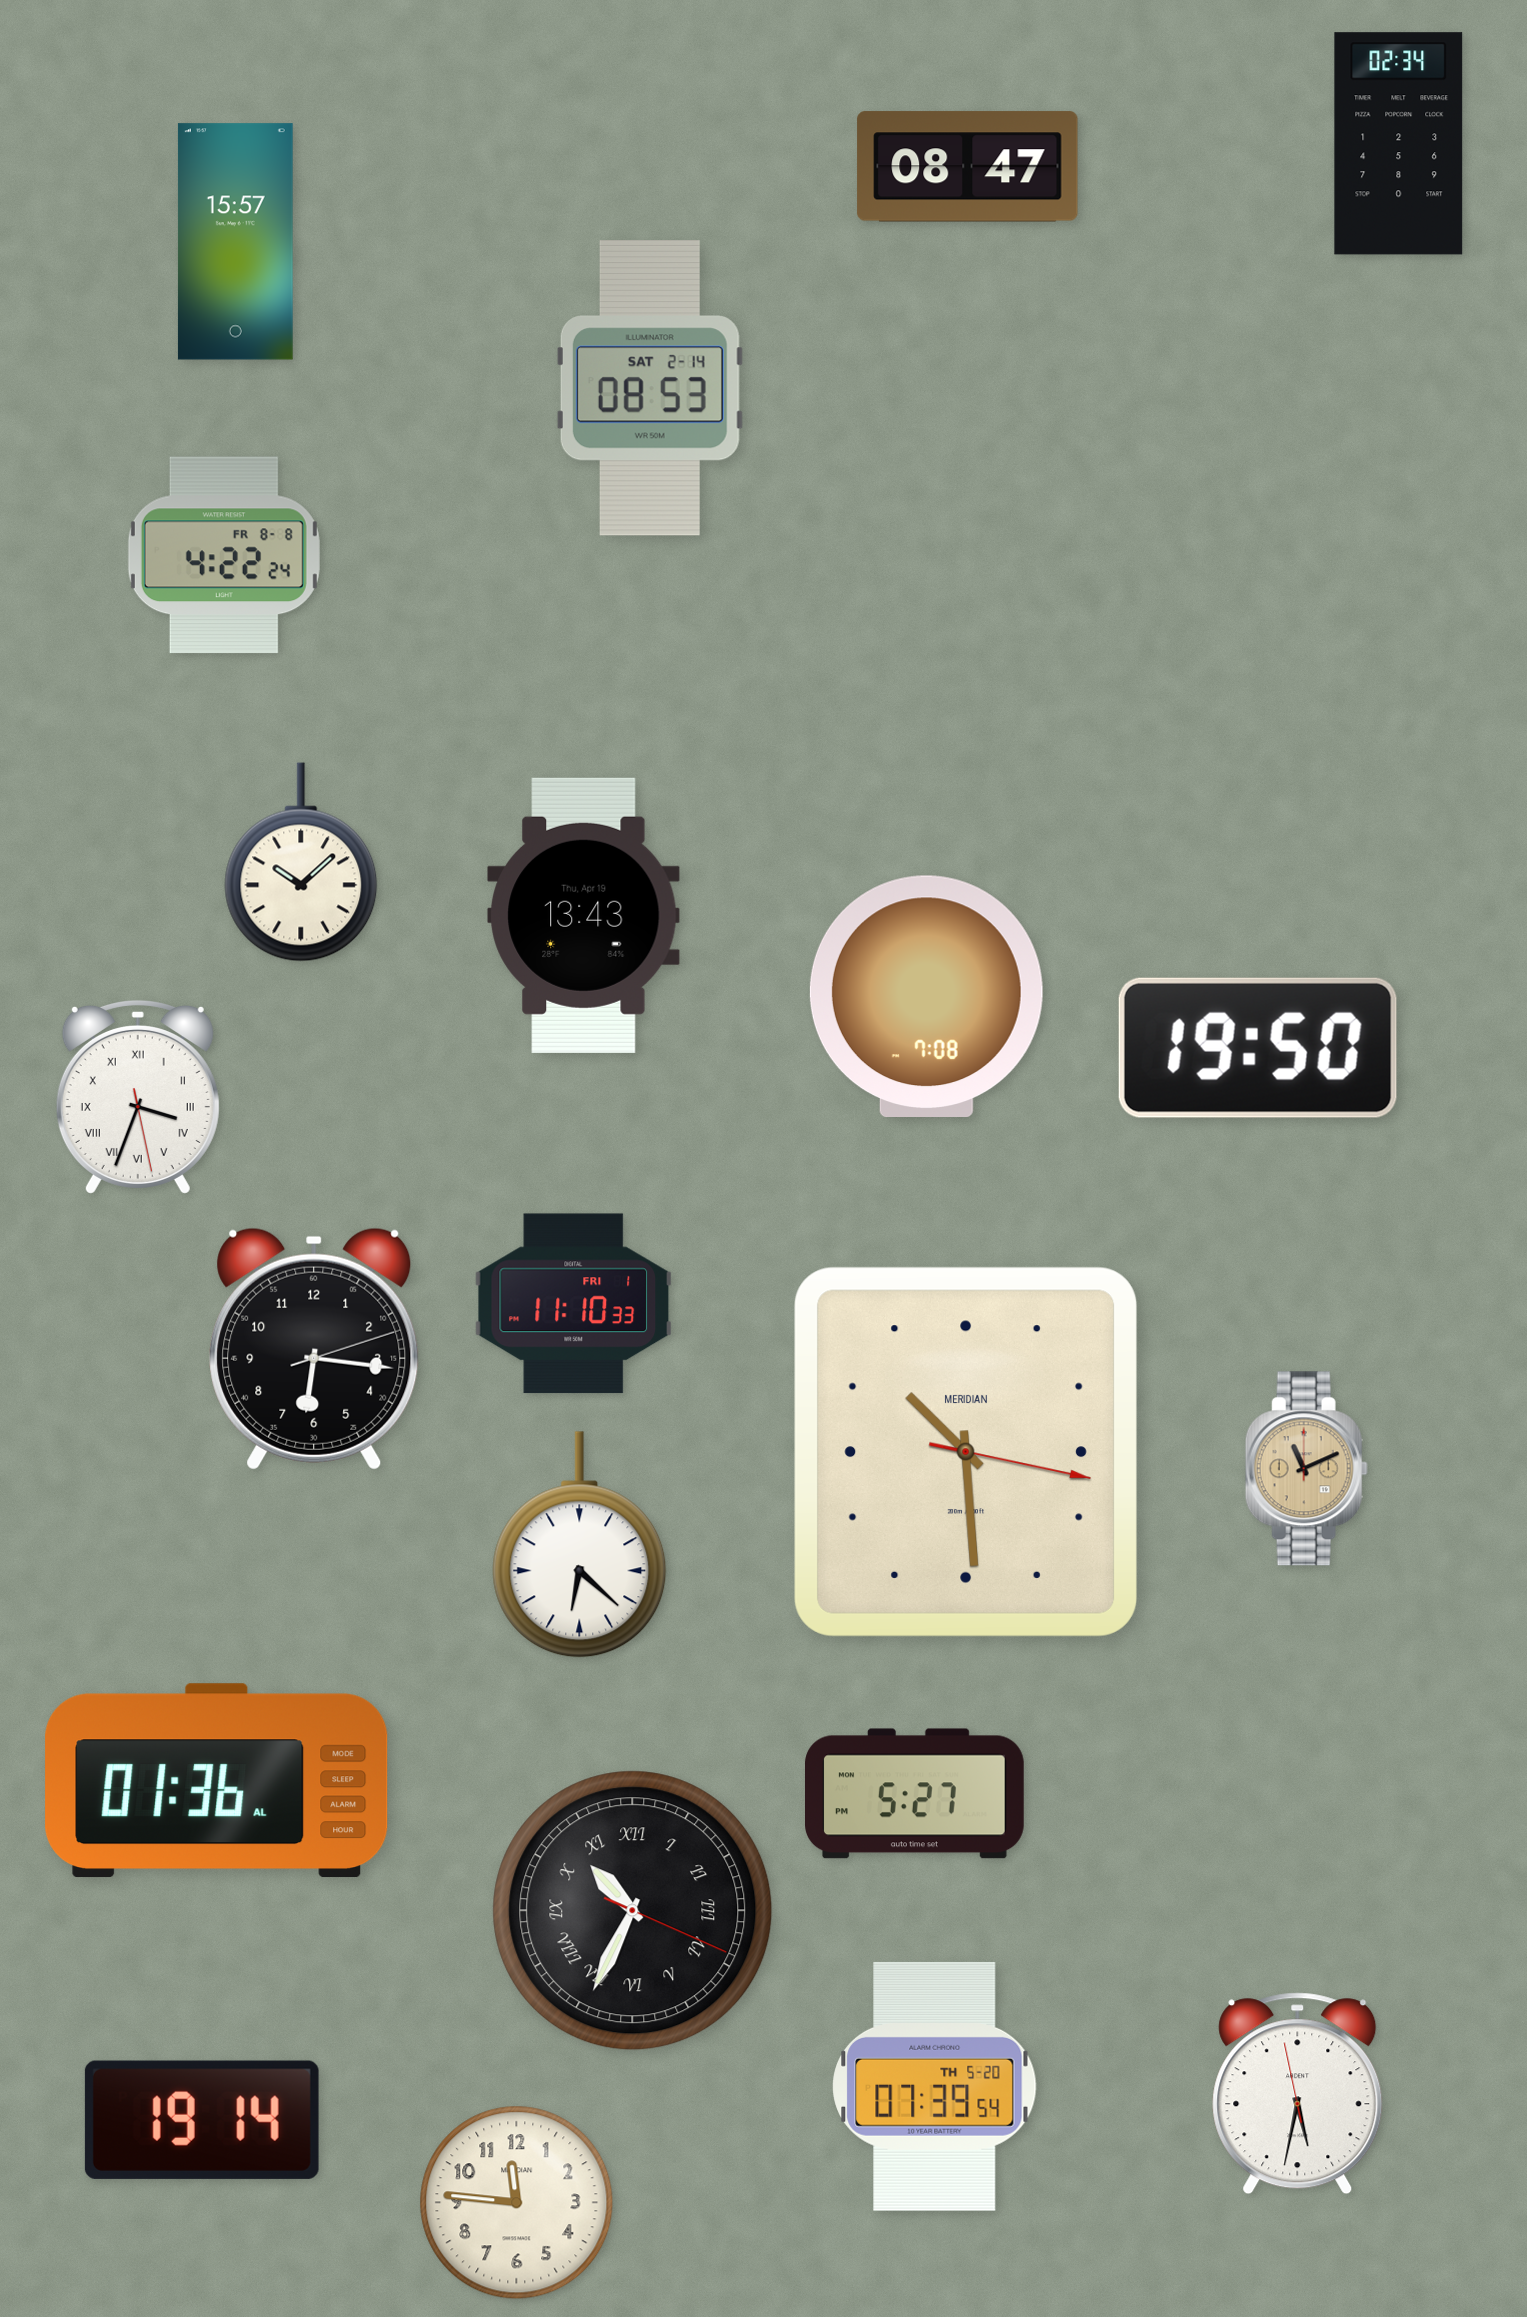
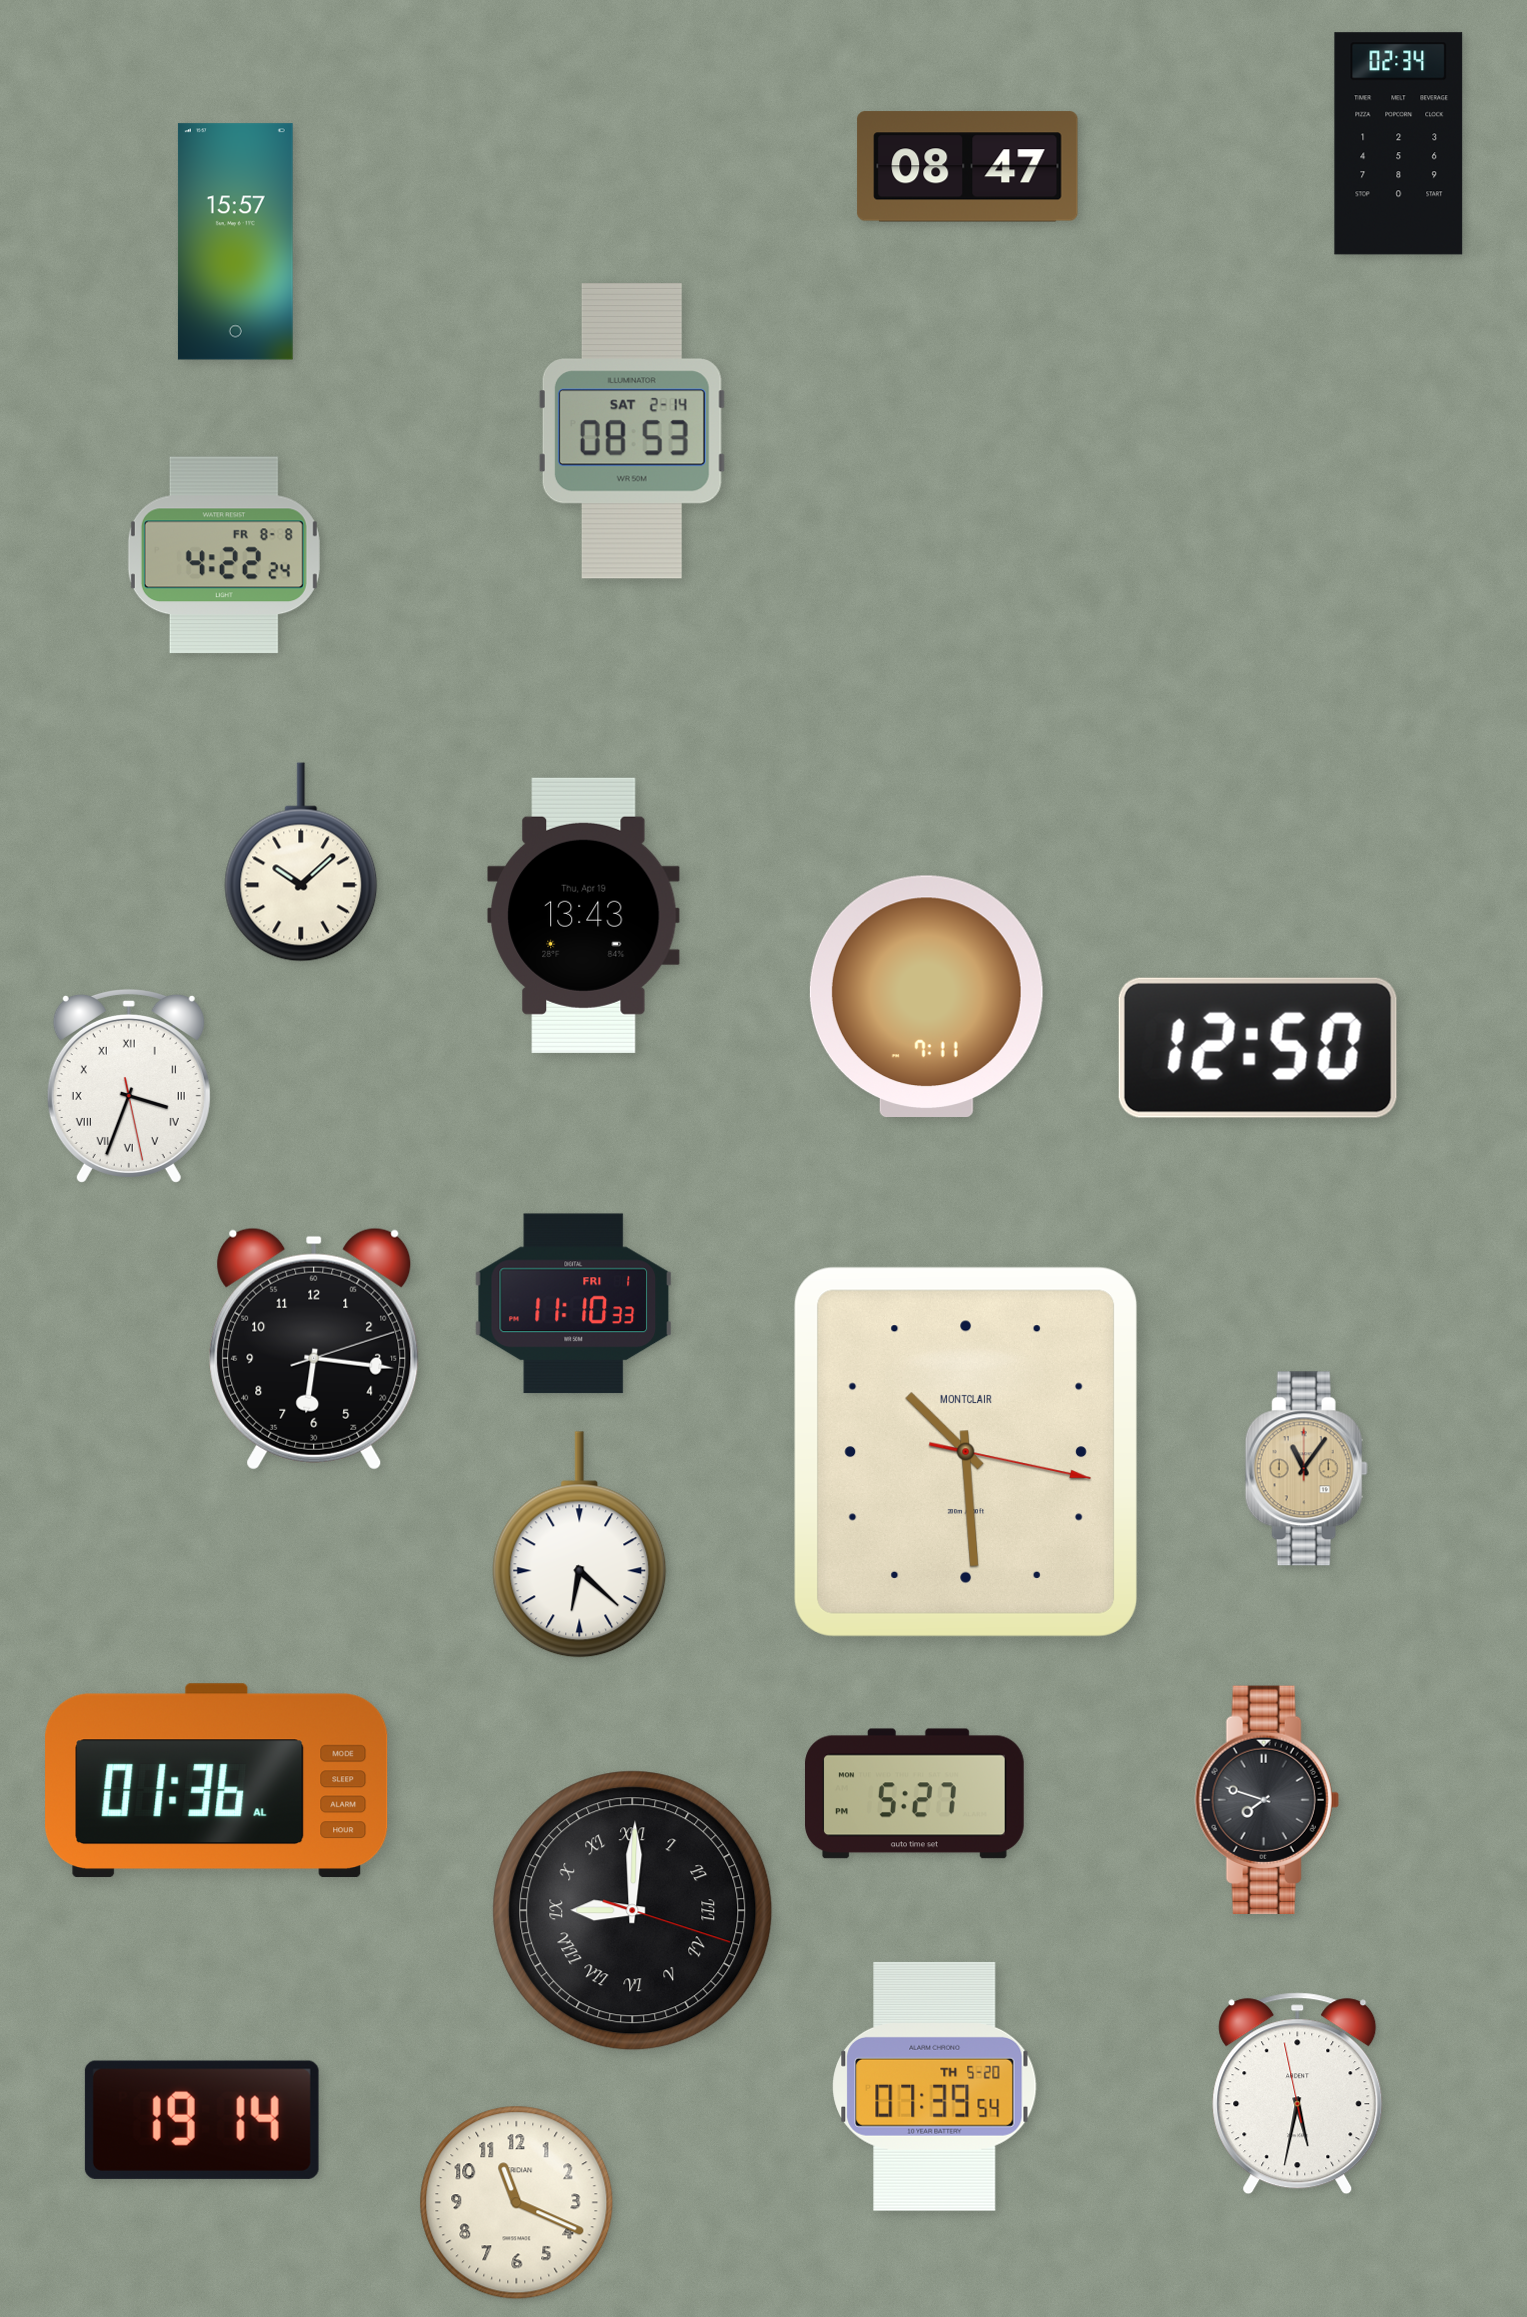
clock at (650, 389) position: (650, 389) -> (632, 432)
clock at (926, 996): 7:08 -> 7:11
clock at (1258, 1048): 19:50 -> 12:50
clock at (138, 1097) position: (138, 1097) -> (129, 1086)
clock at (966, 1452) brand: MERIDIAN -> MONTCLAIR
clock at (1306, 1469): 11:11 -> 11:06
clock at (1267, 1800): none -> 7:48
clock at (633, 1911): 10:34 -> 9:00
clock at (517, 2203): 11:46 -> 11:19
